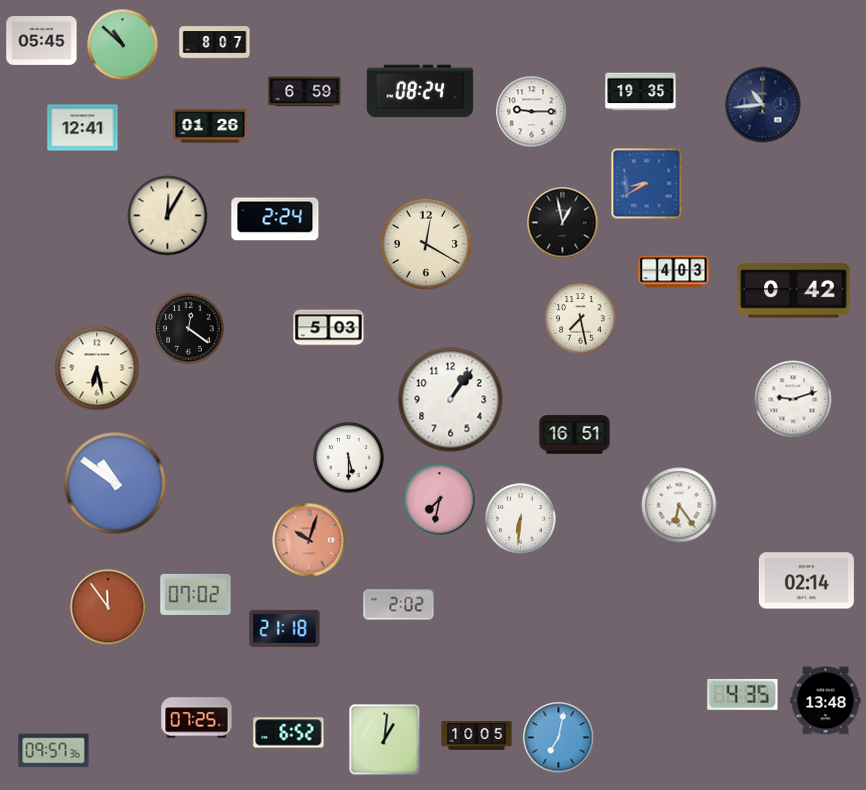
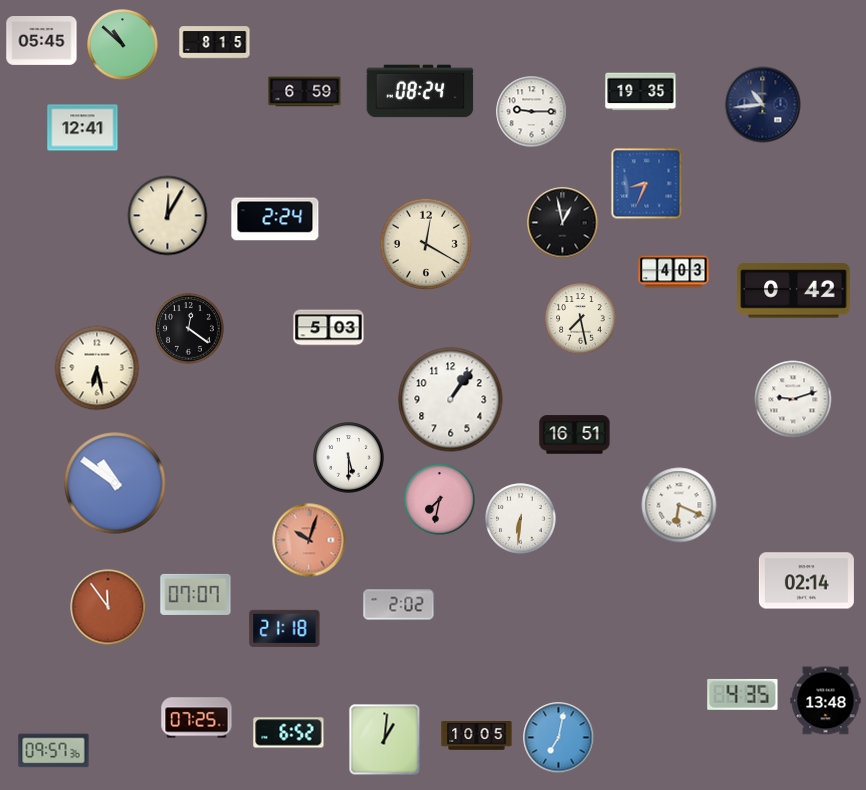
clock at (215, 43): 8:07 -> 8:15
clock at (210, 126): 01:26 -> none
clock at (647, 184): 8:40 -> 8:34
clock at (679, 505): 6:24 -> 6:19
clock at (196, 594): 07:02 -> 07:07
